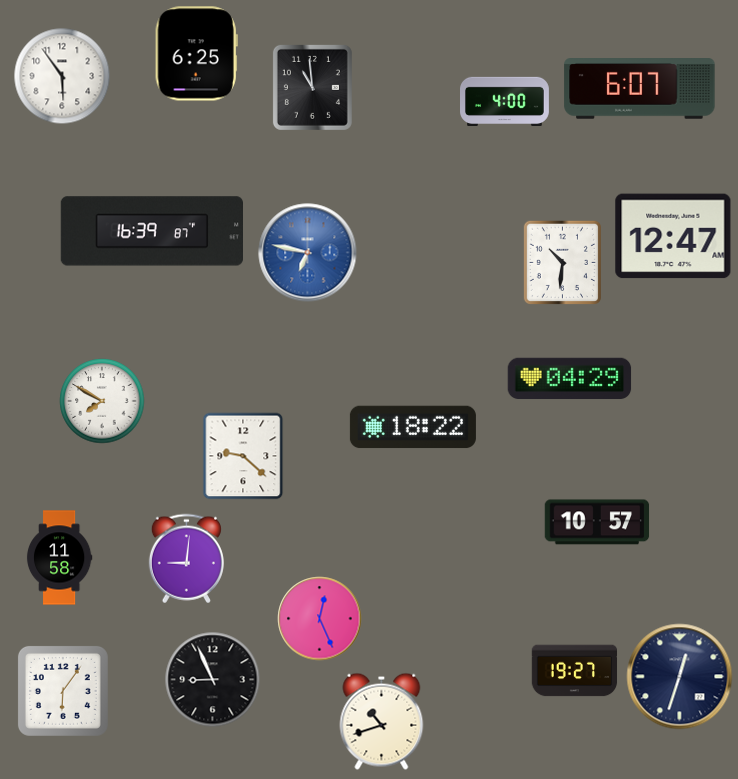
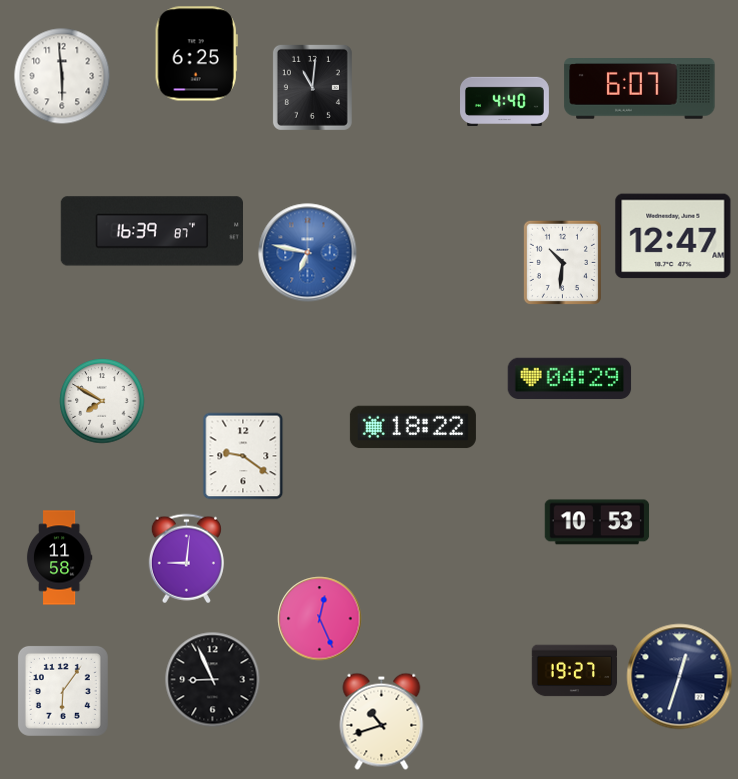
clock at (62, 76): 5:54 -> 5:59
clock at (312, 87): 10:59 -> 11:01
clock at (505, 101): 4:00 -> 4:40
clock at (243, 456): 9:22 -> 9:21
clock at (597, 522): 10:57 -> 10:53
